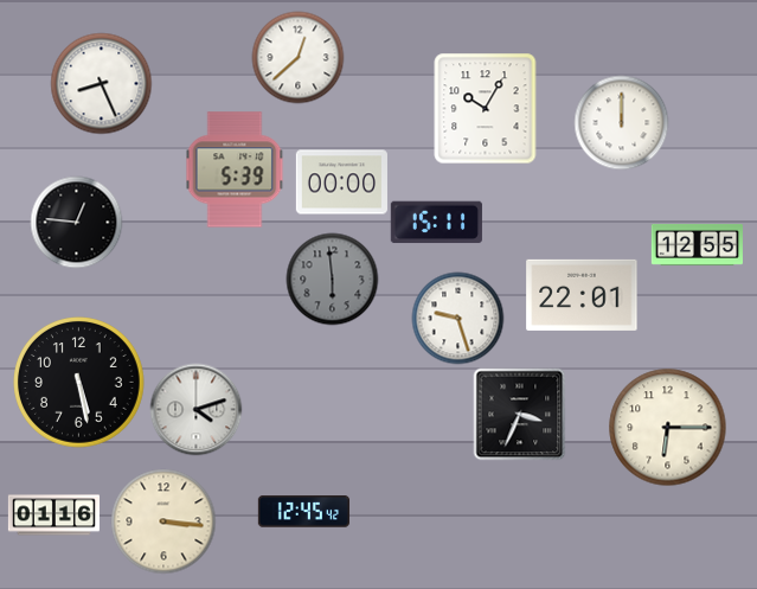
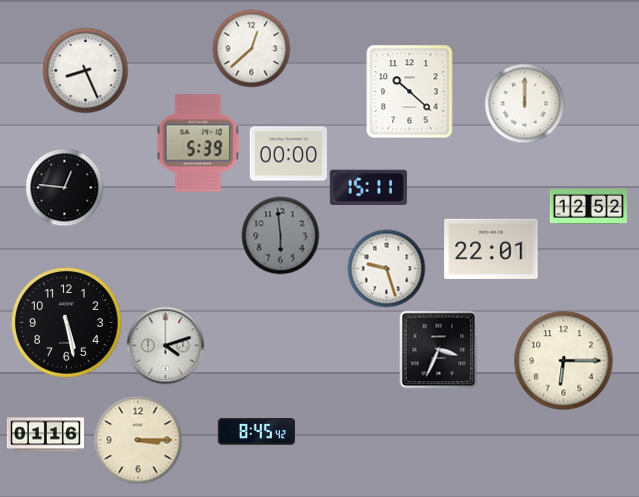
clock at (486, 108): 10:05 -> 10:22
clock at (697, 244): 12:55 -> 12:52
clock at (303, 512): 12:45 -> 8:45
clock at (163, 521): 3:16 -> 3:15
